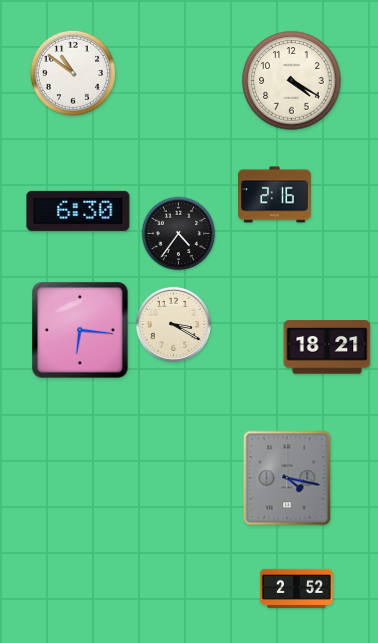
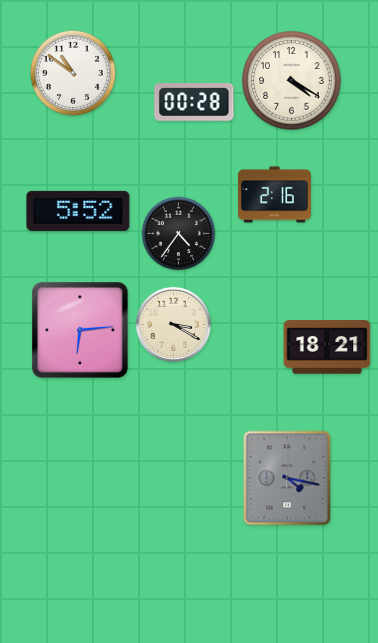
clock at (194, 103): none -> 00:28
clock at (78, 211): 6:30 -> 5:52
clock at (80, 330): 6:16 -> 6:14
clock at (296, 588): 2:52 -> none
